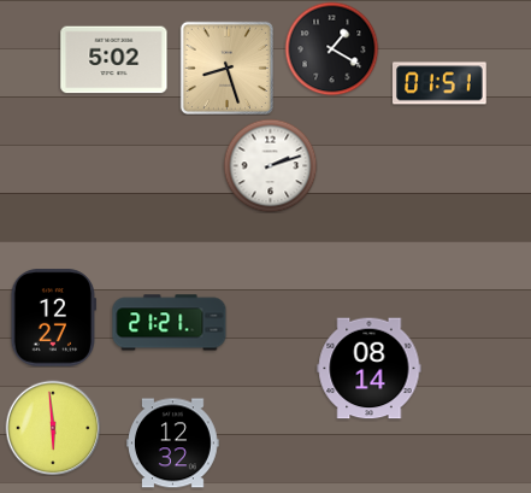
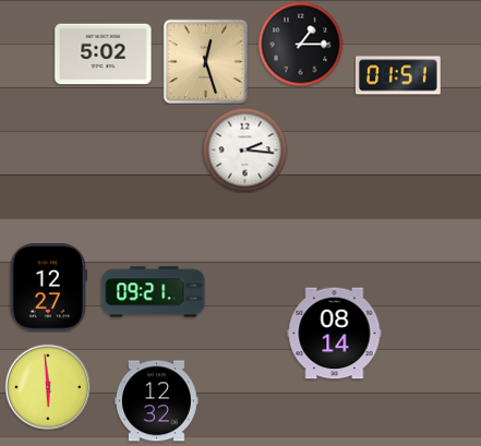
clock at (331, 48): 1:20 -> 1:15
clock at (226, 68): 8:27 -> 12:27
clock at (270, 165): 2:12 -> 2:16
clock at (170, 323): 21:21 -> 09:21
